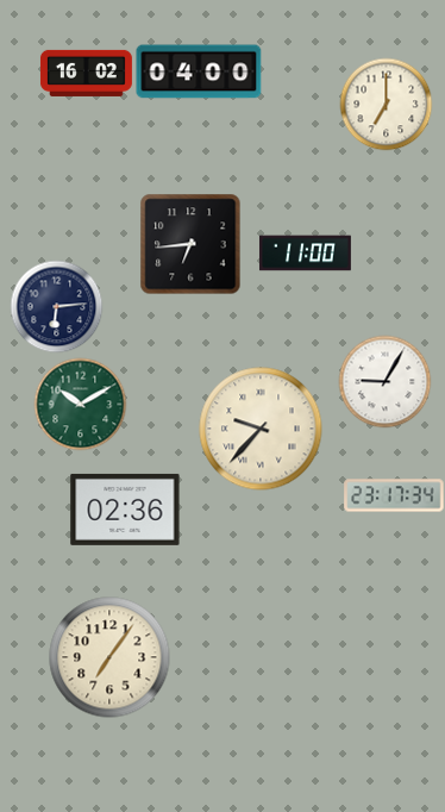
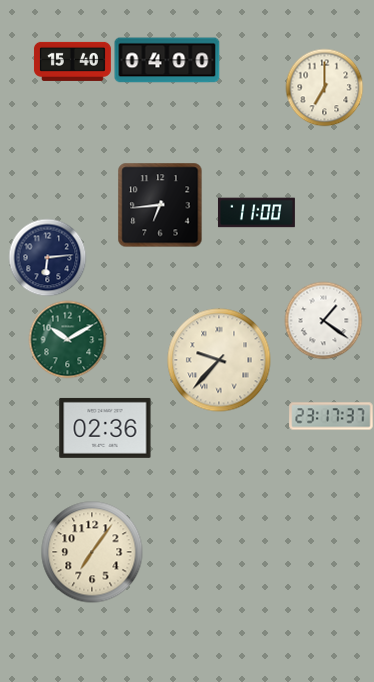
clock at (86, 73): 16:02 -> 15:40
clock at (384, 381): 9:05 -> 1:21
clock at (394, 495): 23:17:34 -> 23:17:37
